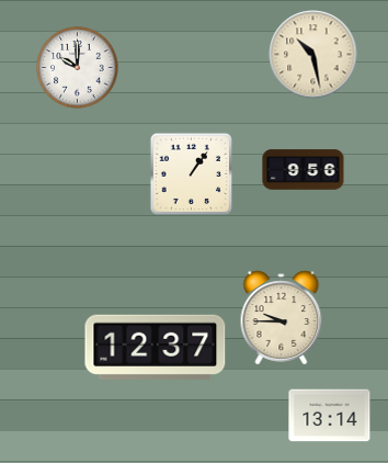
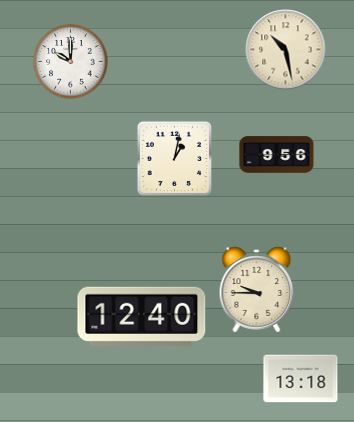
clock at (192, 174): 1:06 -> 1:02
clock at (156, 347): 12:37 -> 12:40
clock at (330, 416): 13:14 -> 13:18
